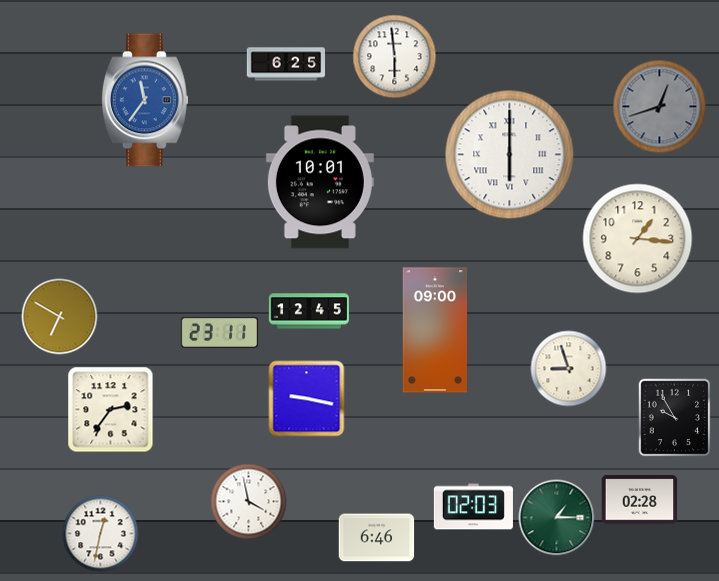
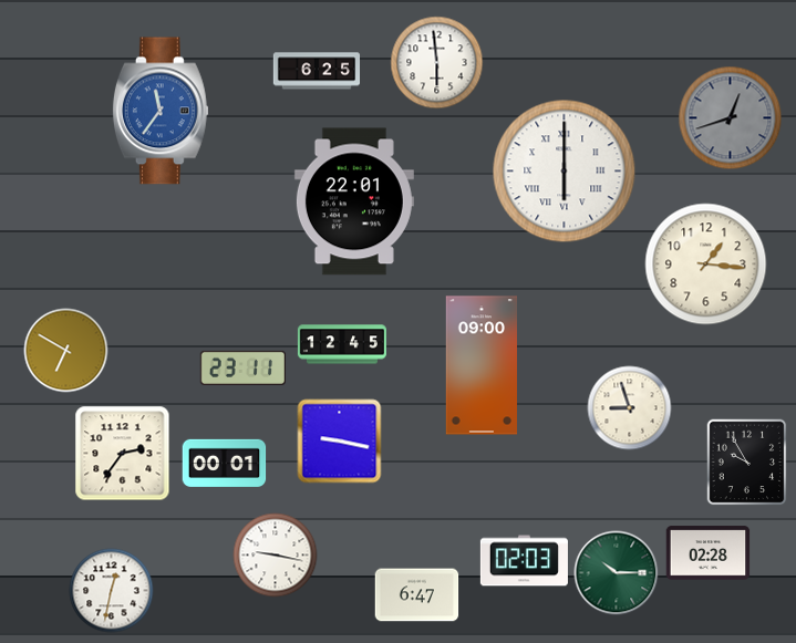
clock at (320, 182): 10:01 -> 22:01
clock at (225, 463): none -> 00:01
clock at (249, 502): 3:58 -> 9:17
clock at (557, 518): 1:15 -> 10:15
clock at (377, 538): 6:46 -> 6:47
